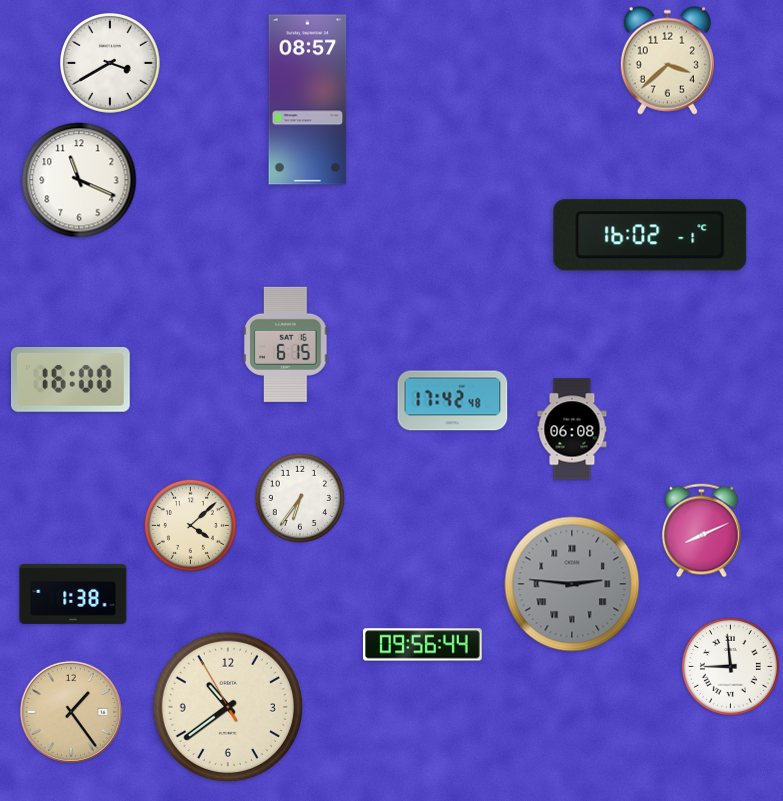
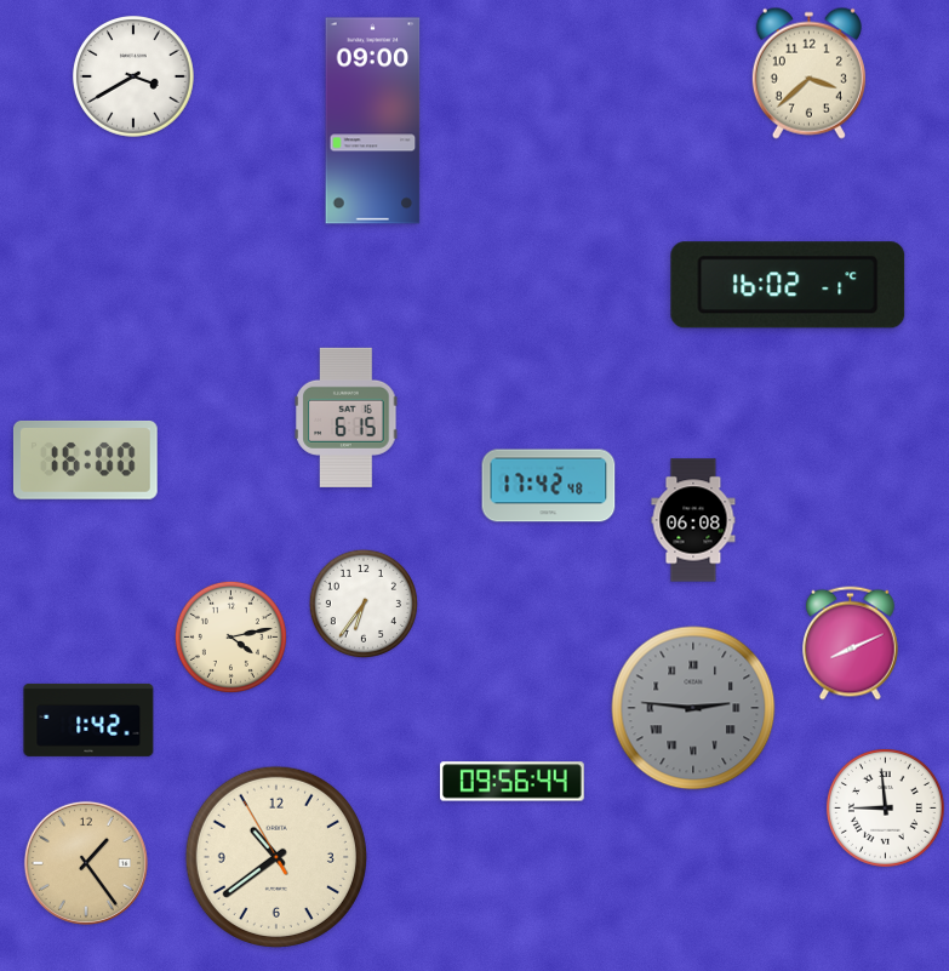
clock at (308, 100): 08:57 -> 09:00
clock at (79, 180): 11:19 -> none
clock at (190, 525): 4:08 -> 4:13
clock at (73, 594): 1:38 -> 1:42
